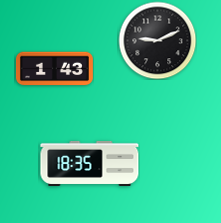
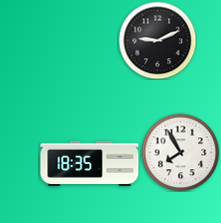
clock at (54, 69): 1:43 -> none
clock at (180, 152): none -> 7:55
